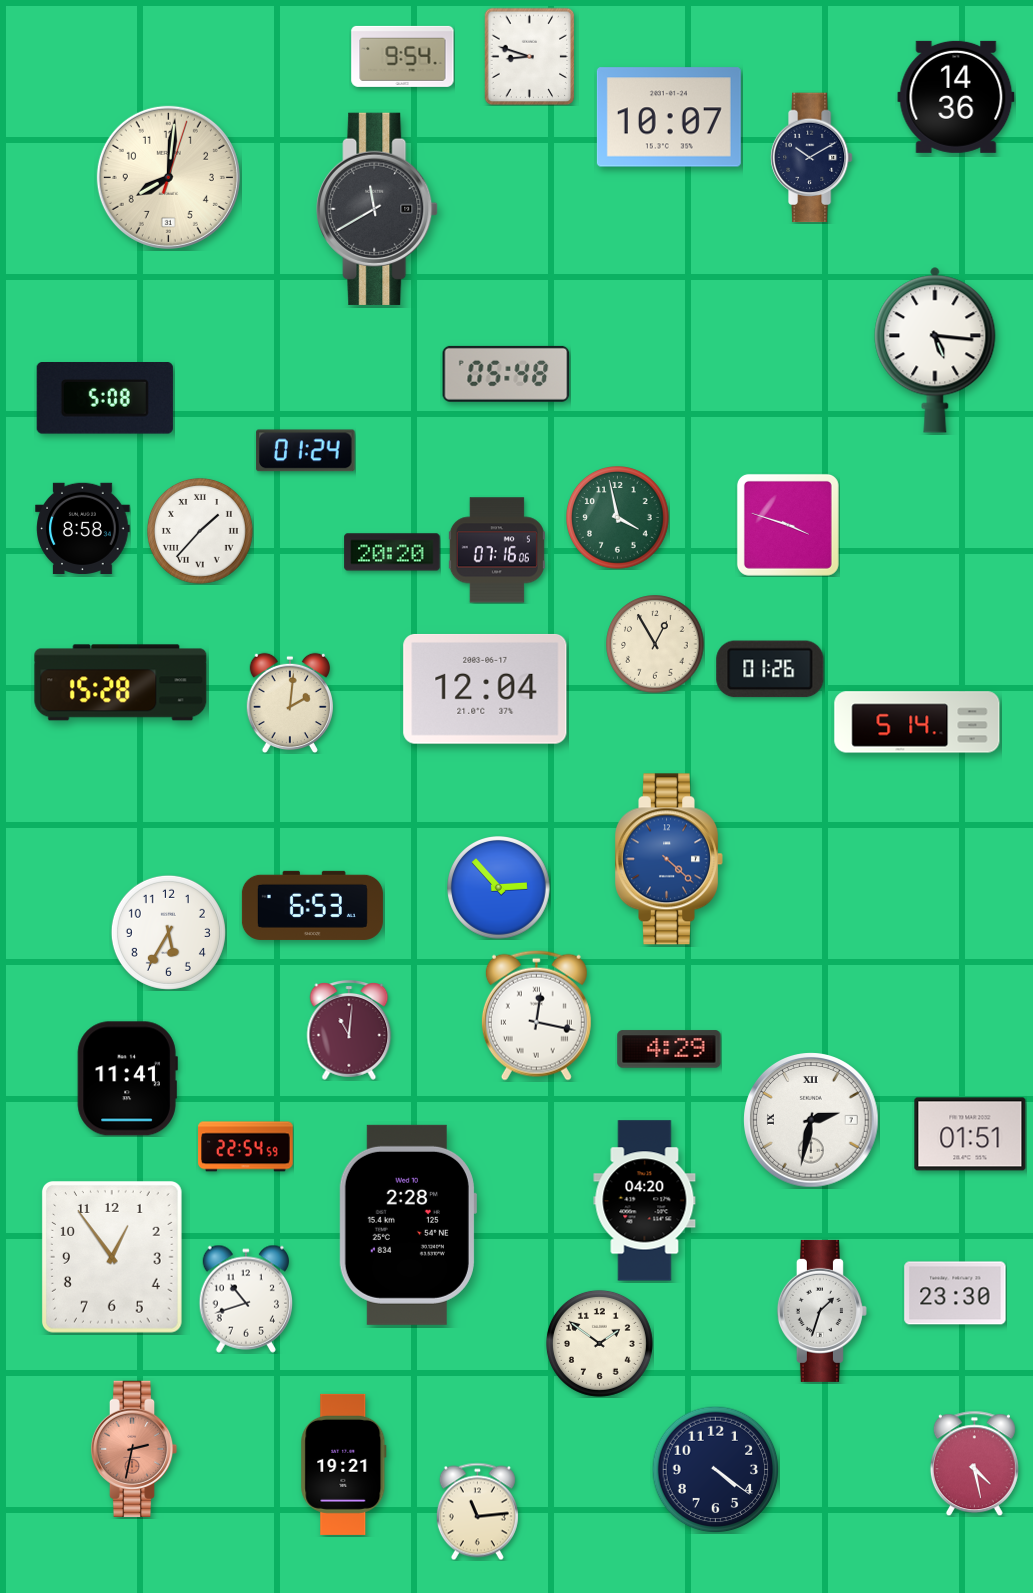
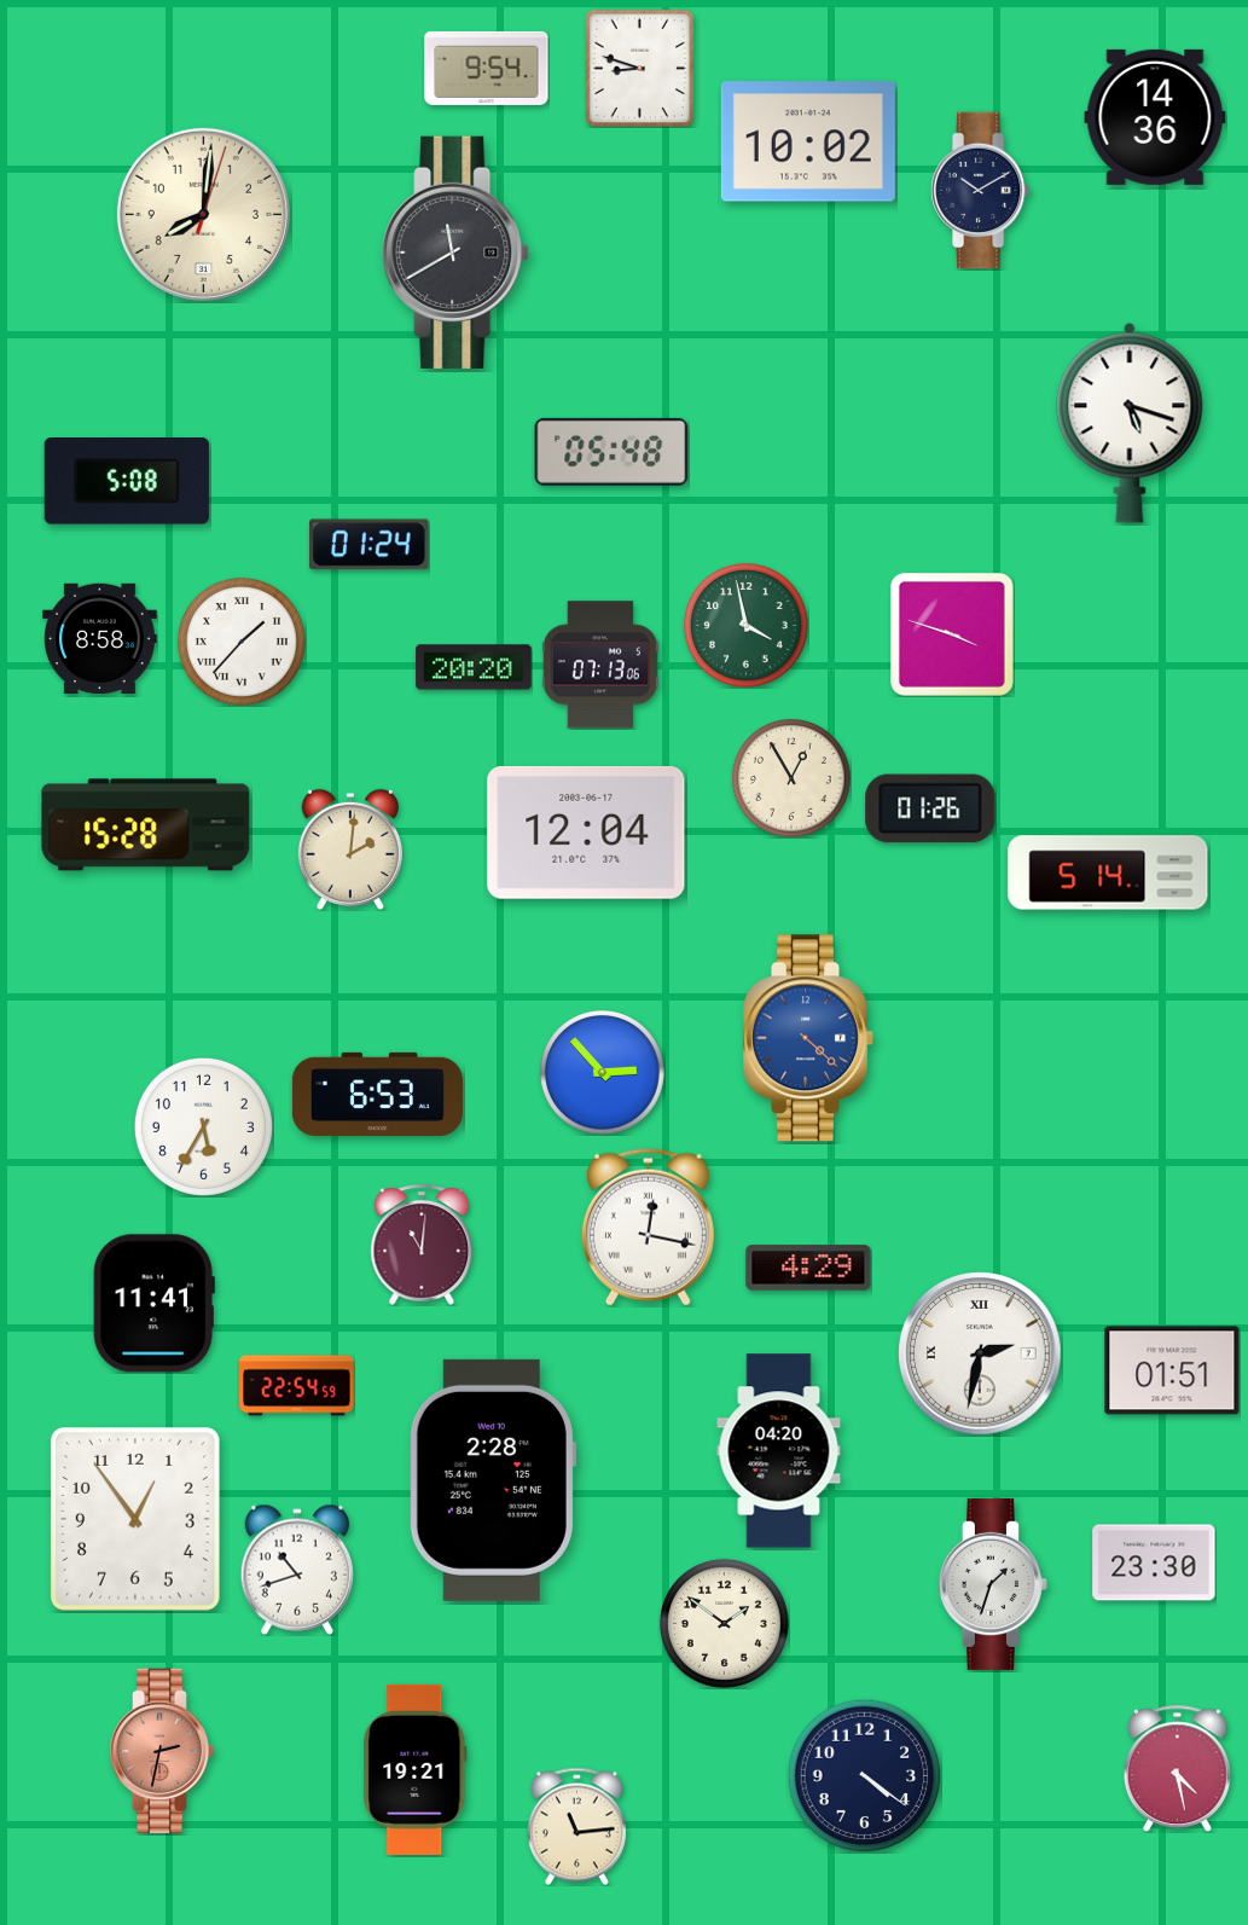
clock at (669, 117): 10:07 -> 10:02
clock at (935, 350): 5:16 -> 5:18
clock at (497, 550): 07:16 -> 07:13
